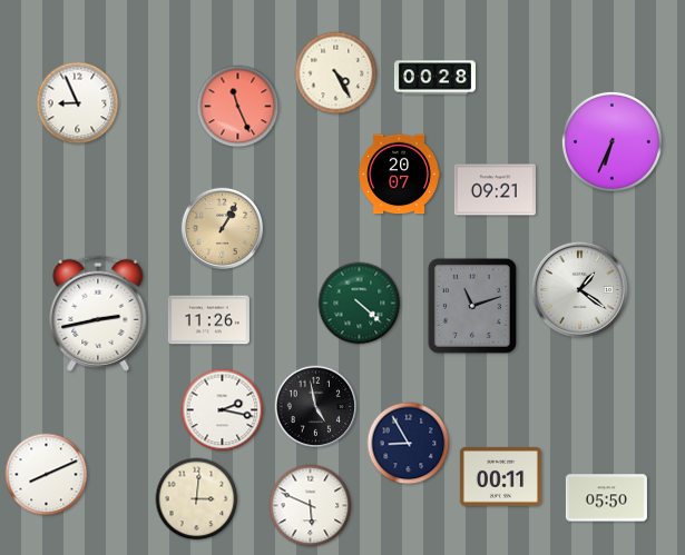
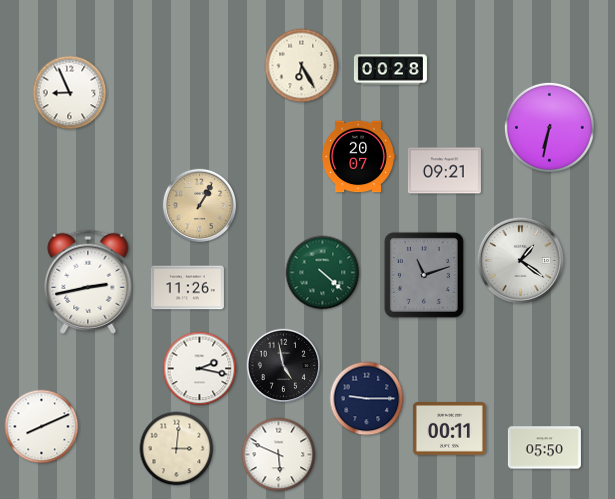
clock at (336, 73): 4:25 -> 6:25
clock at (238, 107): 11:26 -> none
clock at (611, 141): 6:34 -> 6:32
clock at (409, 444): 8:55 -> 9:15
